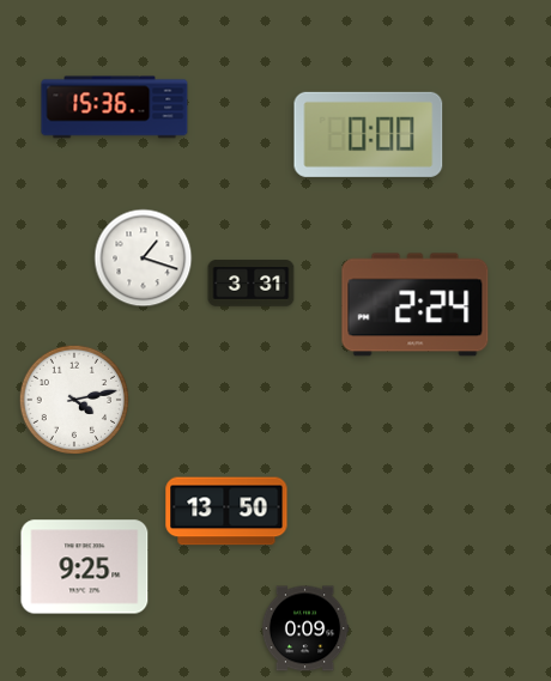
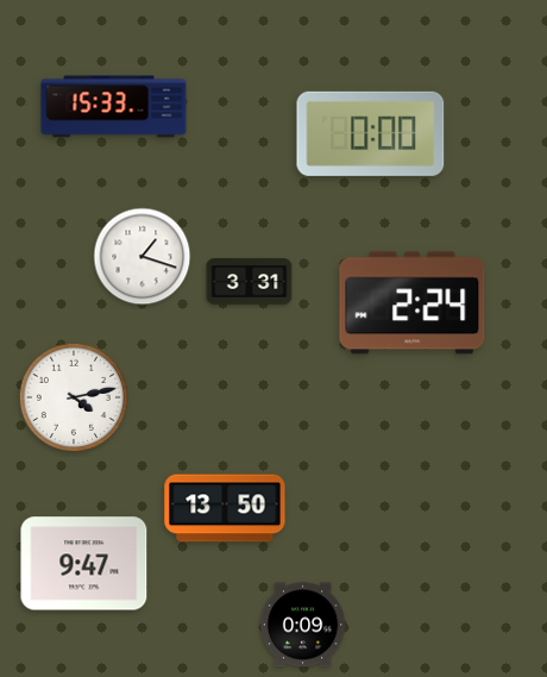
clock at (115, 108): 15:36 -> 15:33
clock at (369, 134) position: (369, 134) -> (371, 133)
clock at (85, 567): 9:25 -> 9:47
